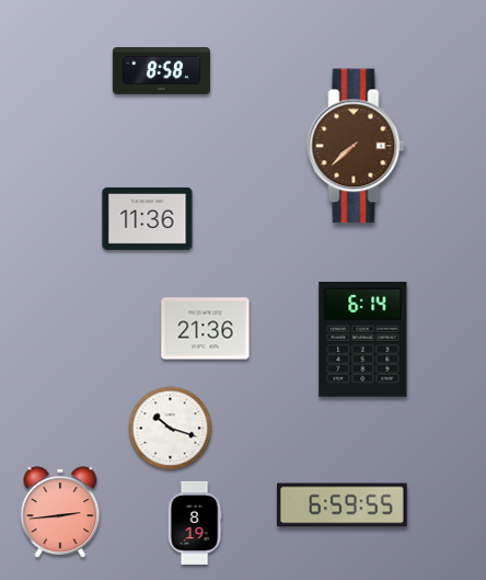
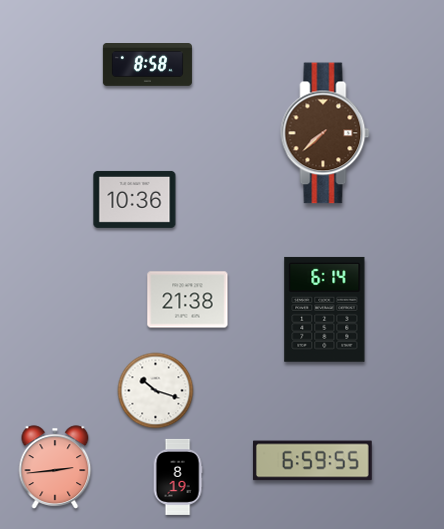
clock at (148, 218): 11:36 -> 10:36
clock at (206, 329): 21:36 -> 21:38
clock at (363, 339) position: (363, 339) -> (325, 309)
